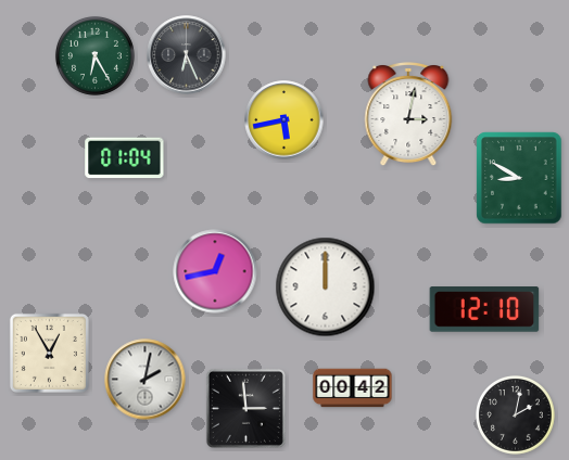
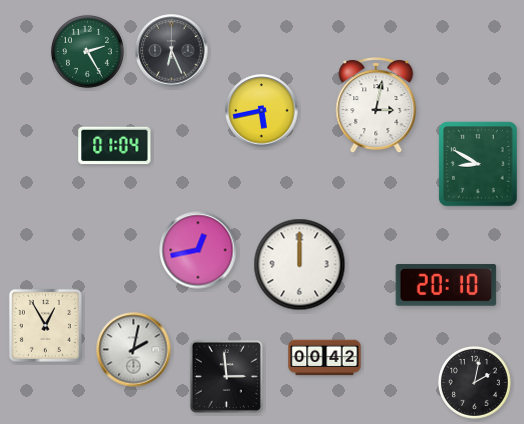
clock at (94, 55): 6:25 -> 2:25
clock at (484, 309): 12:10 -> 20:10
